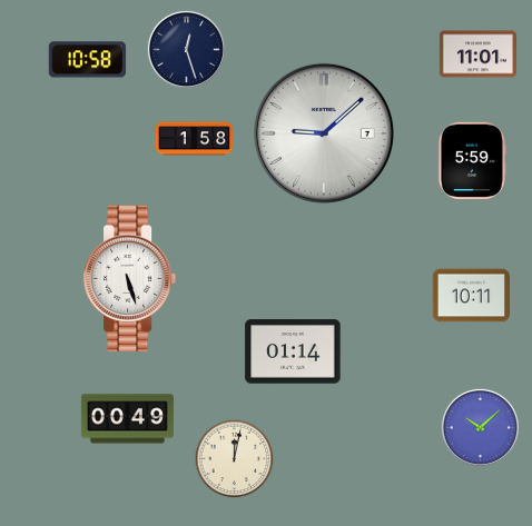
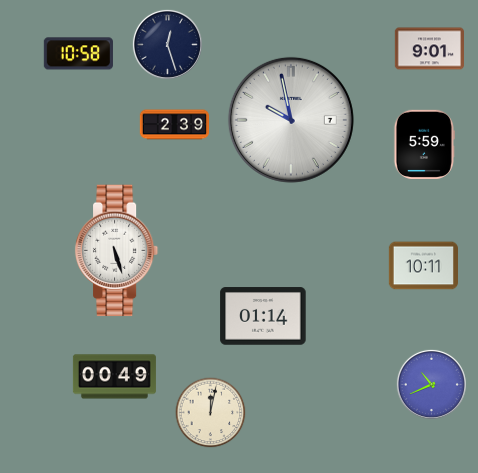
clock at (477, 54): 11:01 -> 9:01
clock at (324, 133): 9:08 -> 9:58
clock at (194, 139): 1:58 -> 2:39
clock at (480, 427): 10:08 -> 10:41
